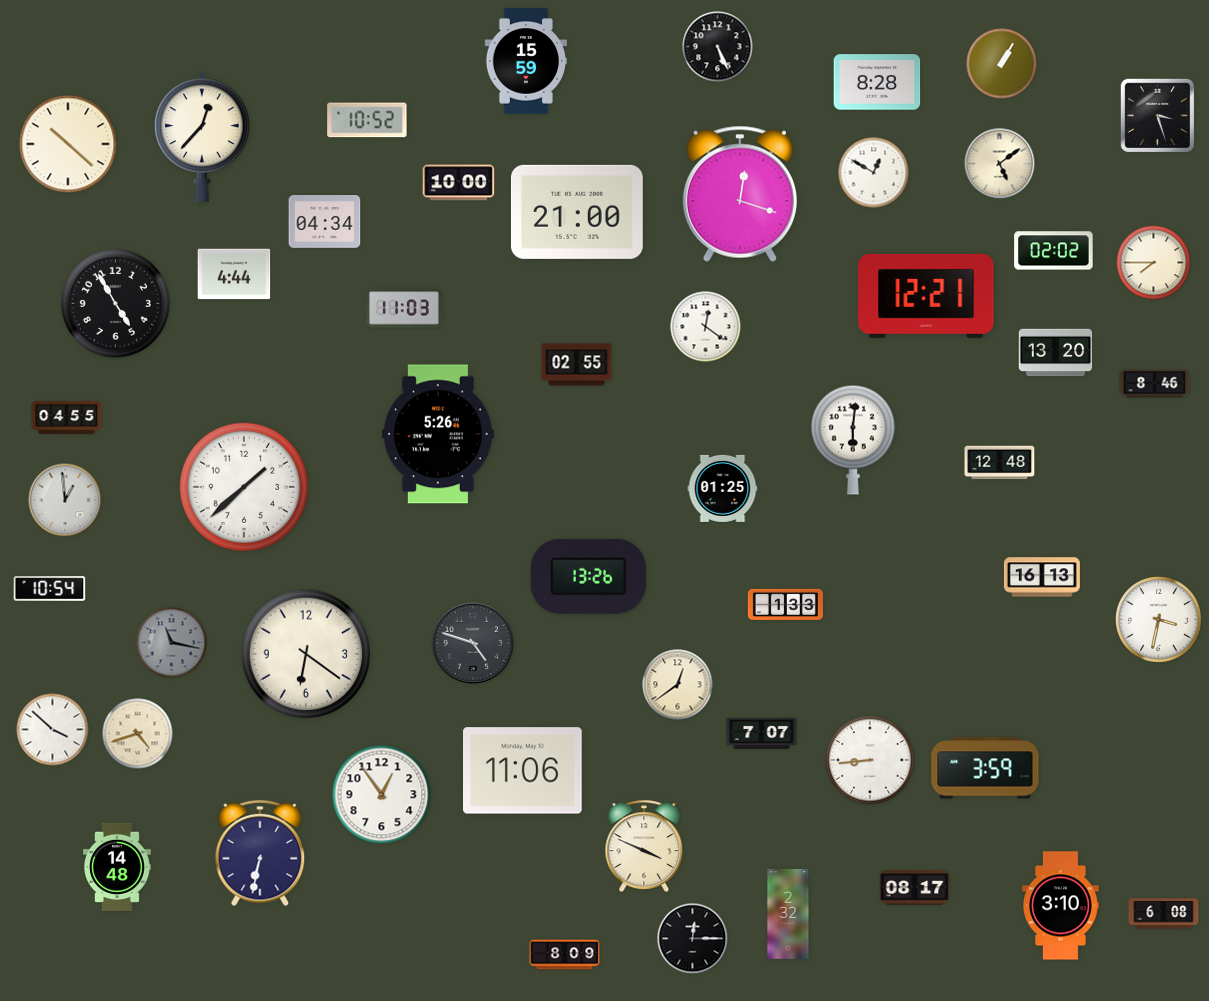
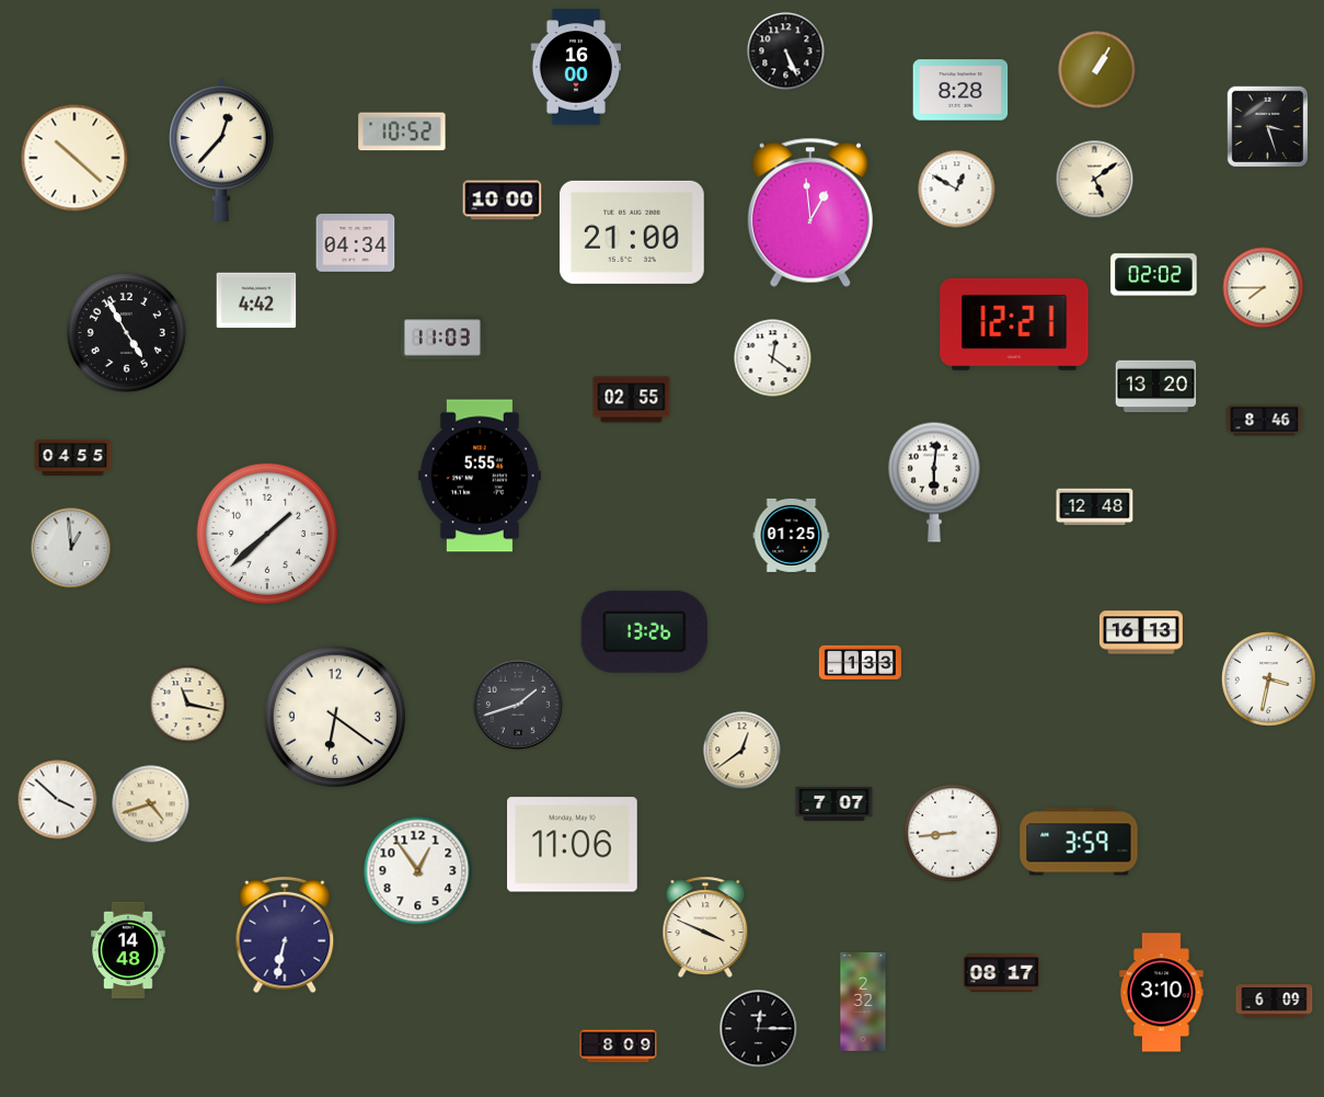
clock at (525, 61): 15:59 -> 16:00
clock at (740, 194): 12:18 -> 12:59
clock at (234, 274): 4:44 -> 4:42
clock at (438, 434): 5:26 -> 5:55
clock at (50, 589): 10:54 -> none
clock at (172, 643) dial: grey -> cream
clock at (473, 643): 4:48 -> 1:42
clock at (1164, 914): 6:08 -> 6:09
